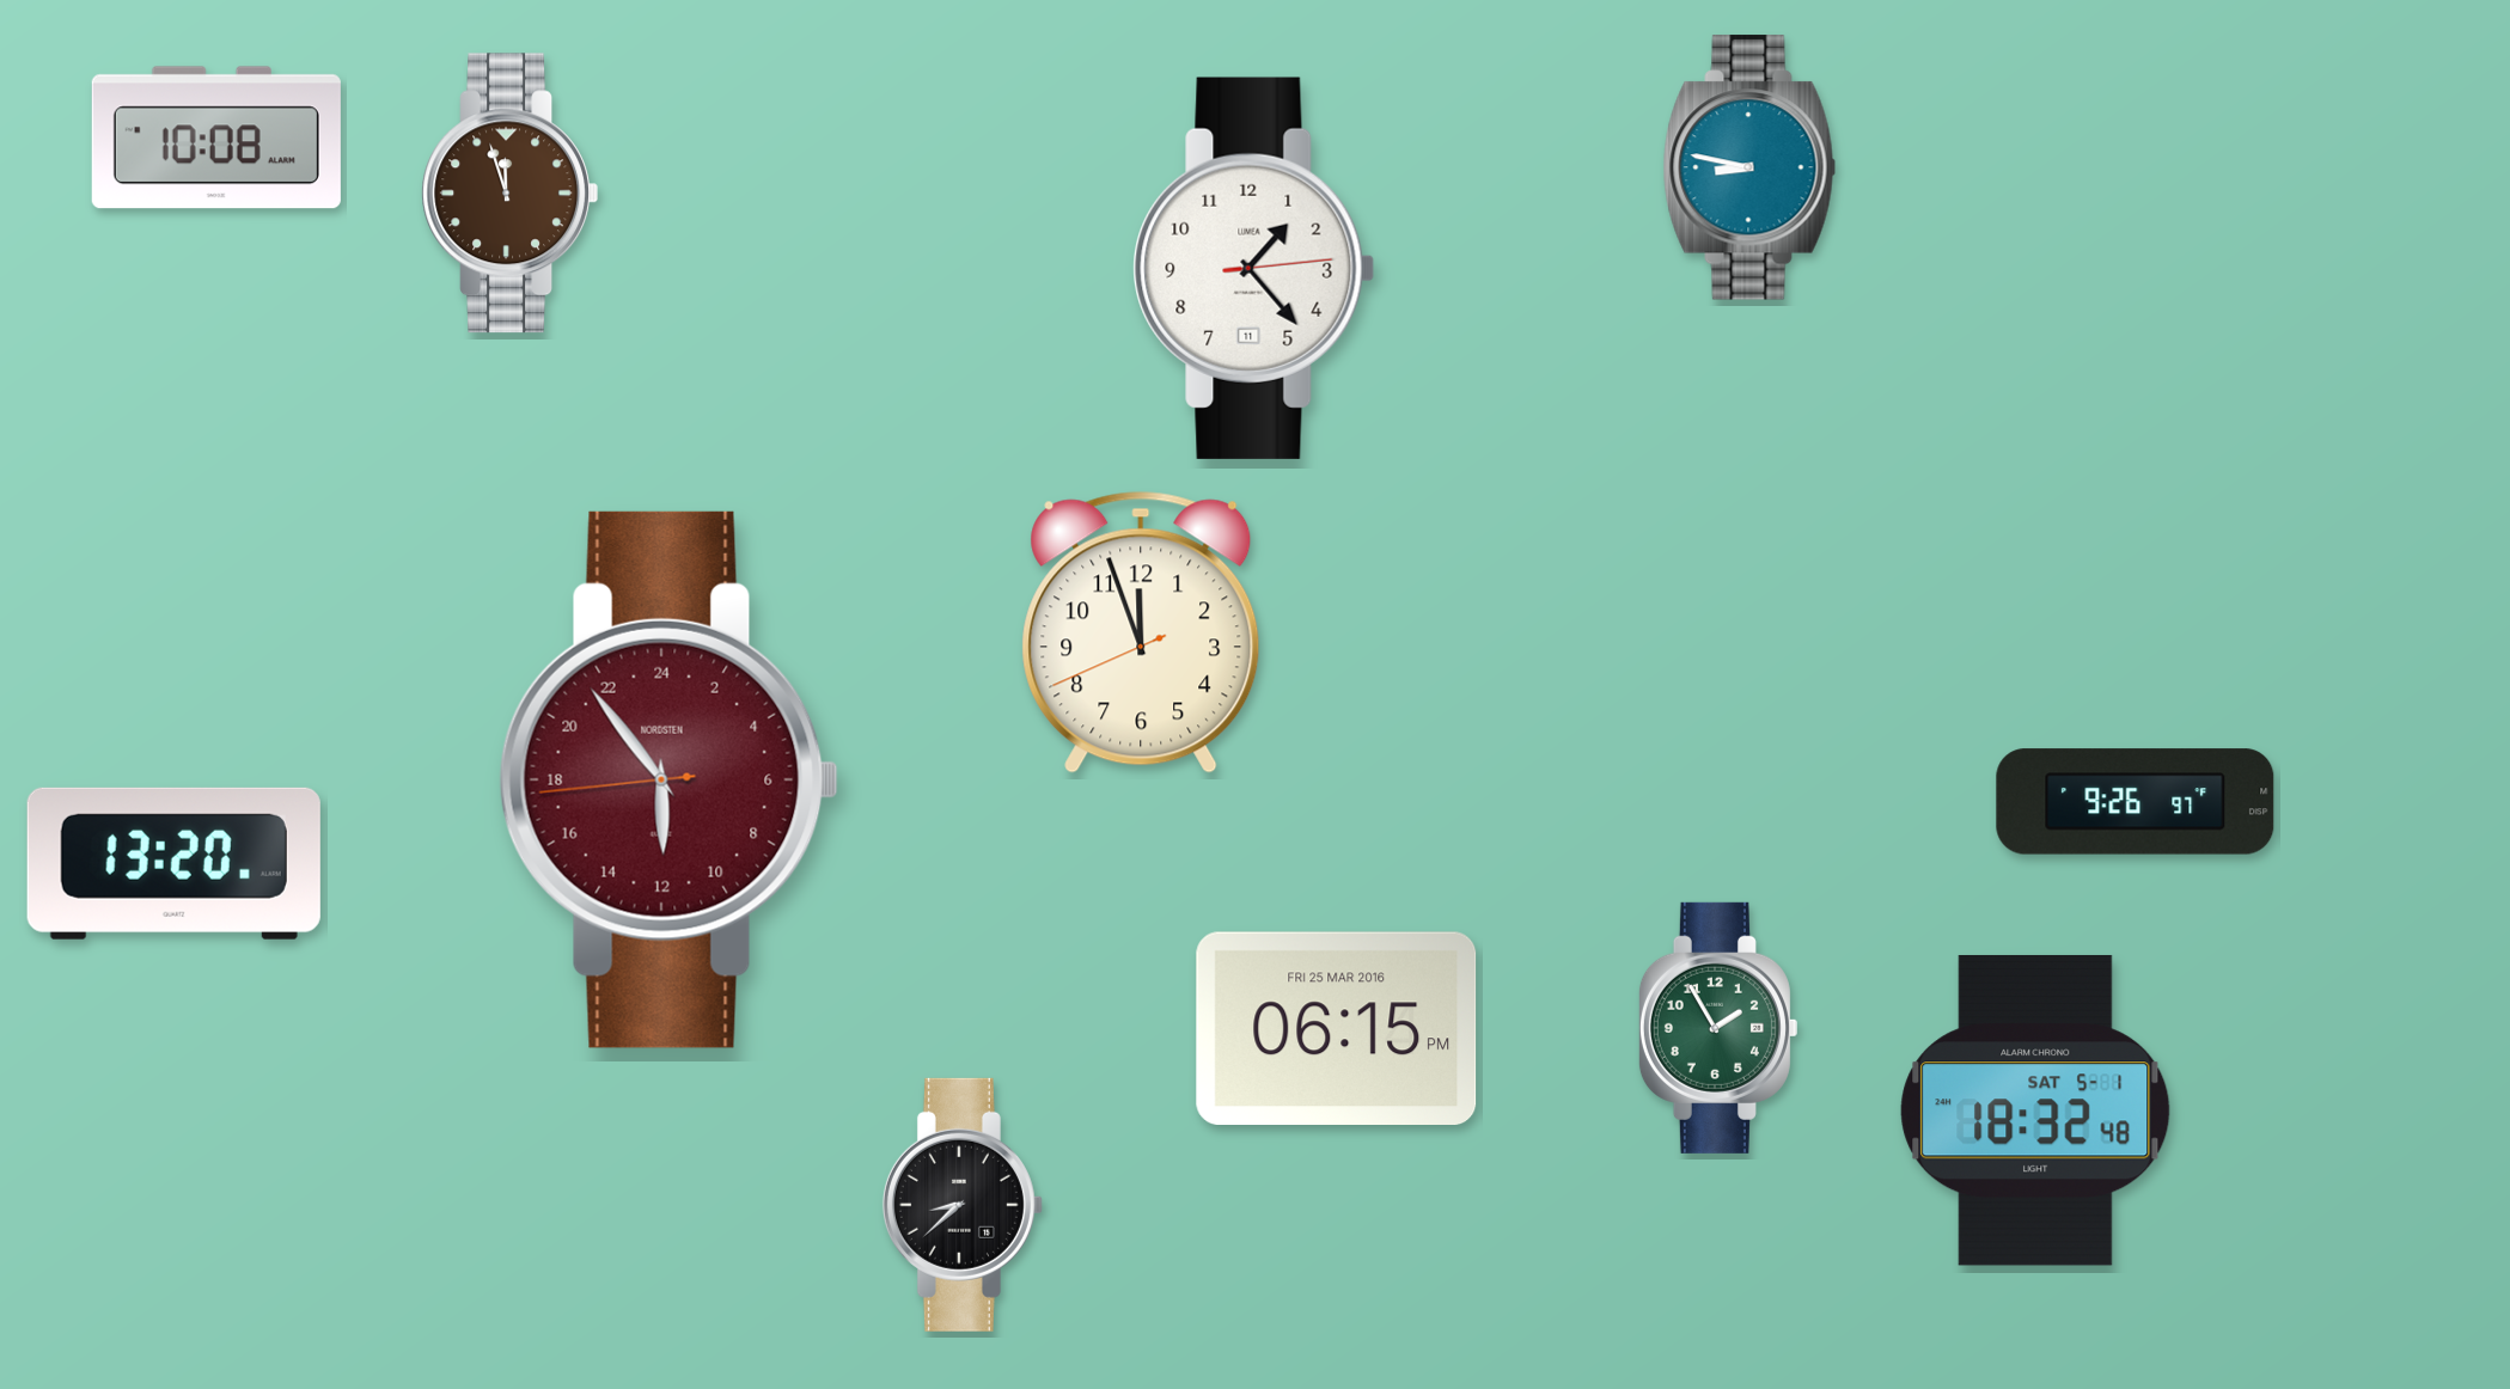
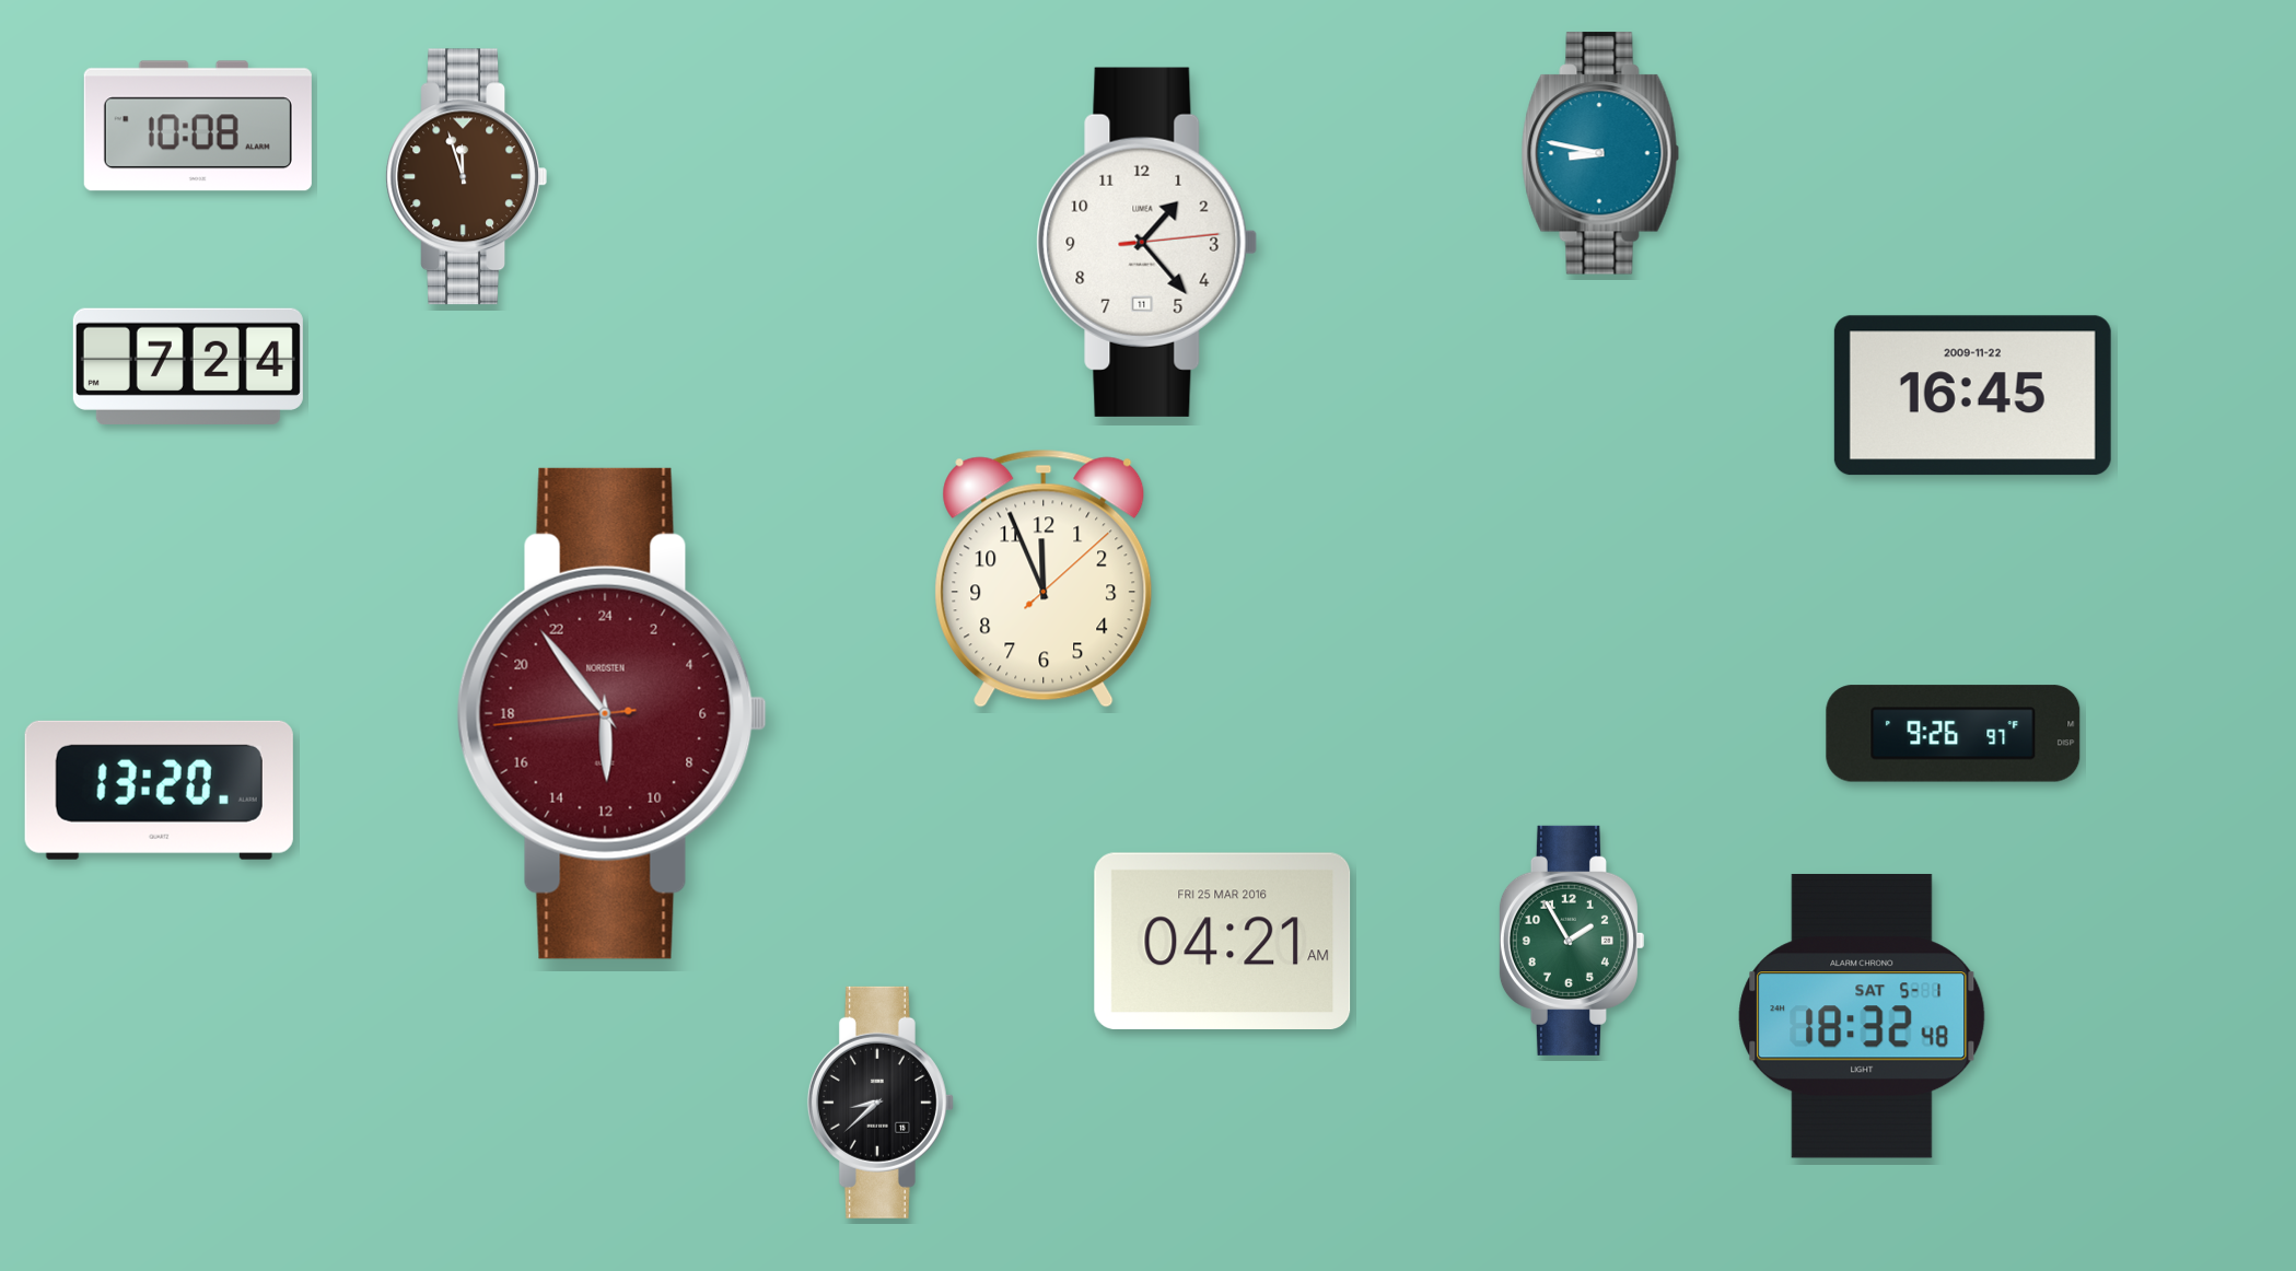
clock at (1254, 268) position: (1254, 268) -> (1147, 242)
clock at (188, 366): none -> 7:24
clock at (1972, 396): none -> 16:45
clock at (1141, 632): 11:56:41 -> 11:56:08
clock at (1337, 1028): 06:15 -> 04:21
